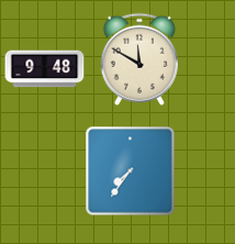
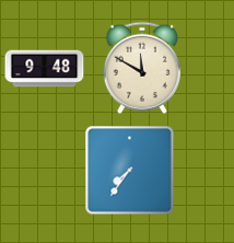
clock at (139, 59) position: (139, 59) -> (142, 68)
